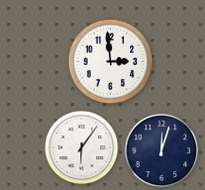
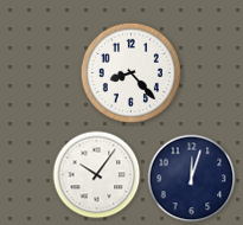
clock at (110, 61): 2:59 -> 8:23
clock at (82, 148): 6:06 -> 10:06
